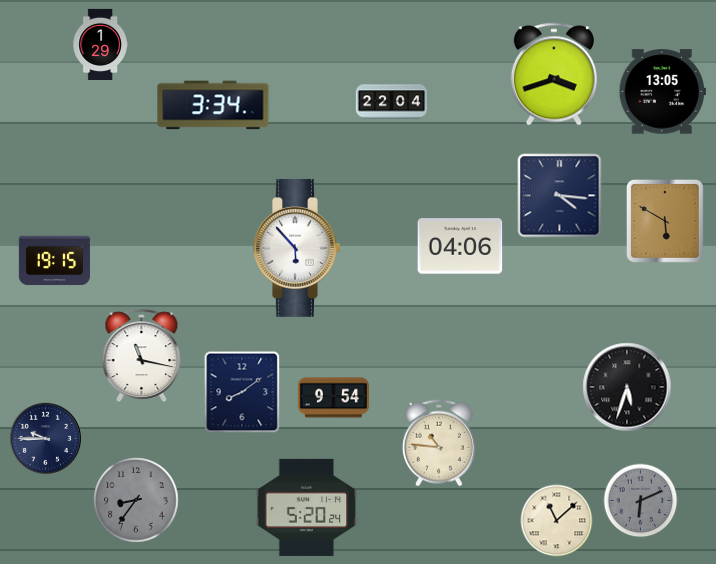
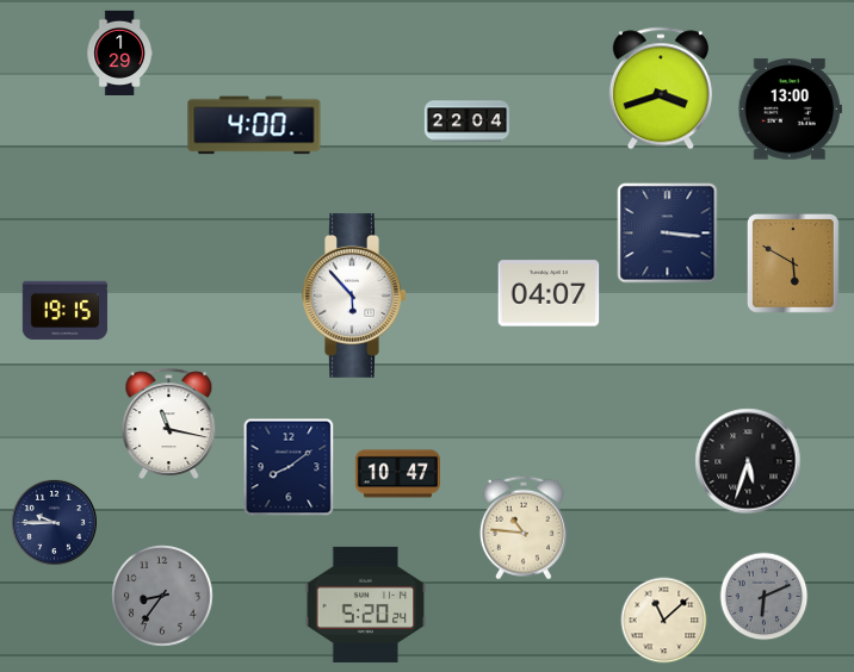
clock at (662, 92): 13:05 -> 13:00
clock at (213, 105): 3:34 -> 4:00
clock at (560, 196): 4:16 -> 3:16
clock at (460, 246): 04:06 -> 04:07
clock at (333, 398): 9:54 -> 10:47
